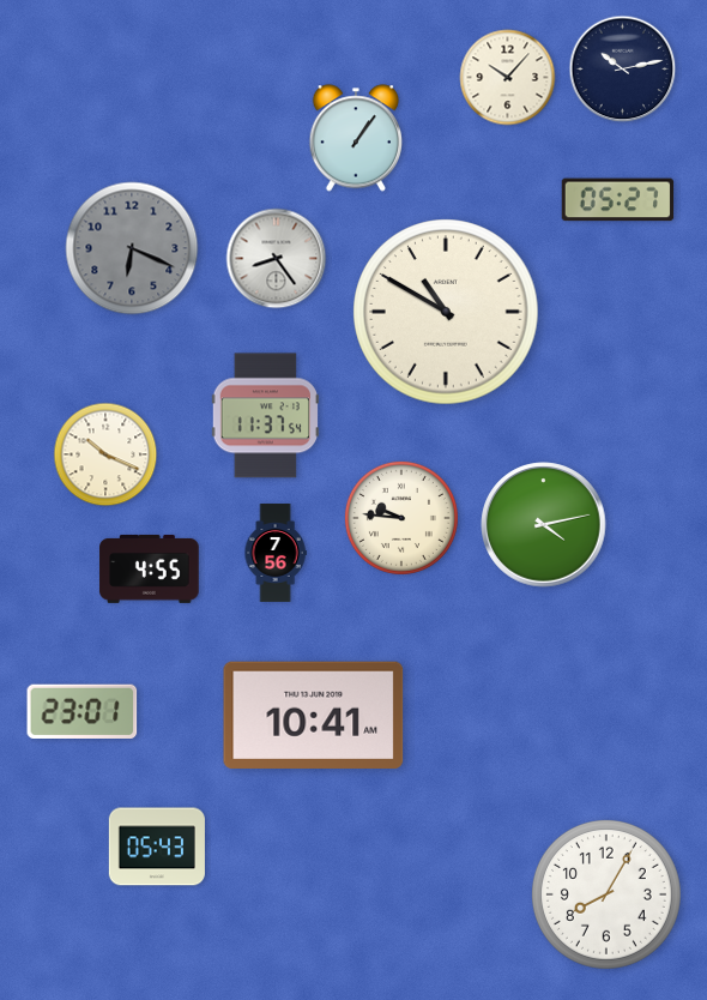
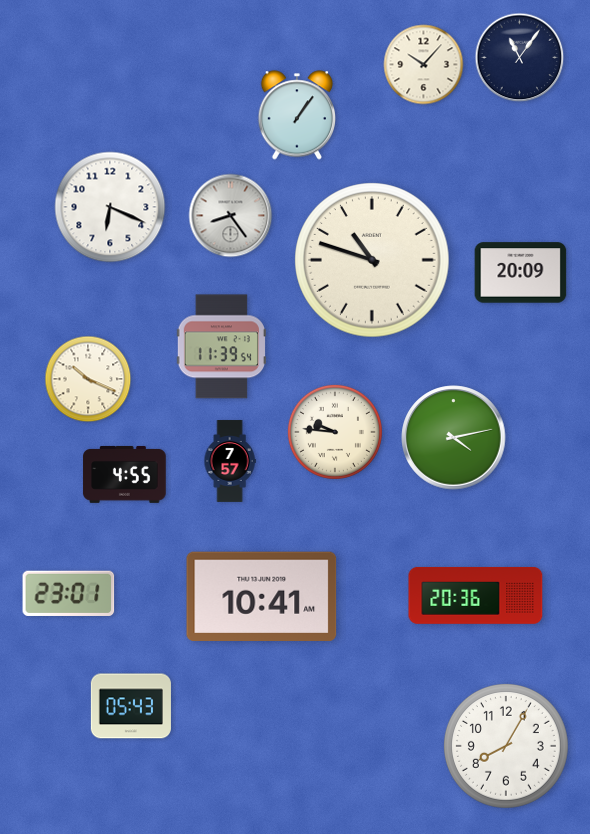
clock at (623, 70): 10:13 -> 11:06
clock at (618, 200): 05:27 -> none
clock at (132, 248) dial: grey -> white
clock at (446, 312): 10:50 -> 10:48
clock at (521, 273): none -> 20:09
clock at (265, 416): 11:37 -> 11:39
clock at (276, 553): 7:56 -> 7:57
clock at (476, 595): none -> 20:36
